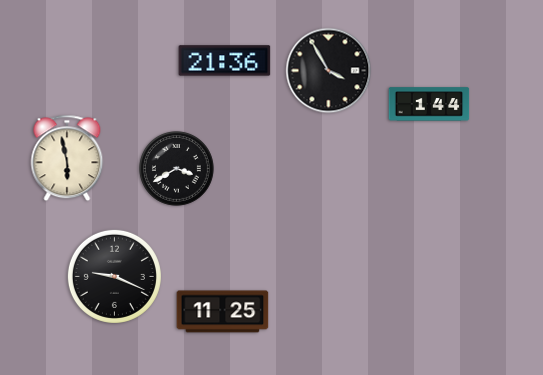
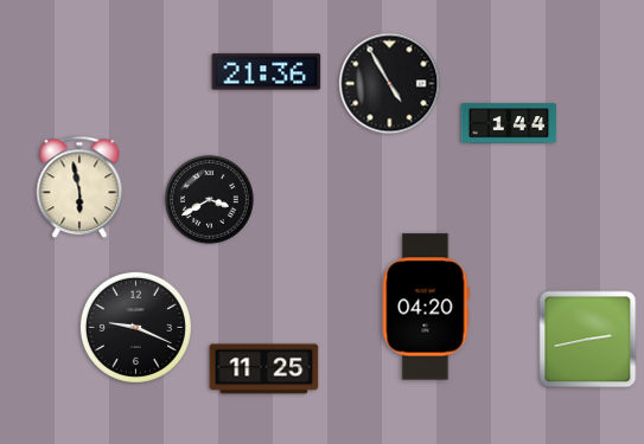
clock at (329, 71): 3:55 -> 4:55
clock at (426, 307): none -> 04:20
clock at (588, 340): none -> 2:43
